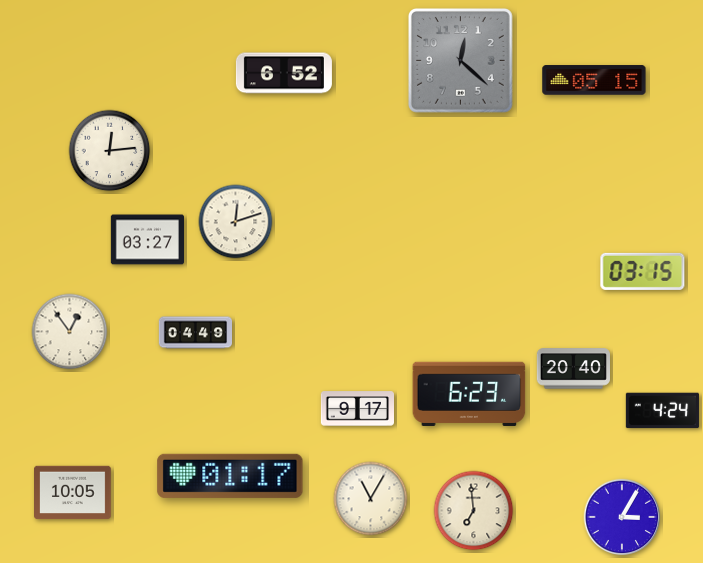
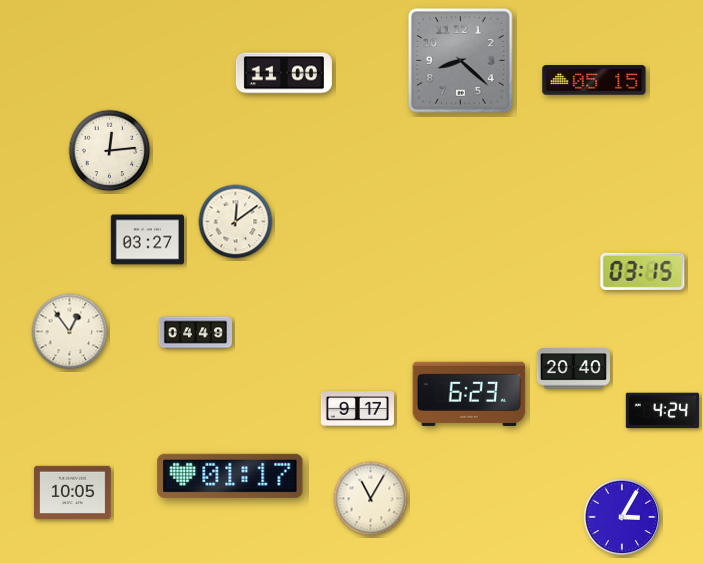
clock at (460, 60): 12:22 -> 8:22
clock at (284, 73): 6:52 -> 11:00
clock at (236, 222): 12:12 -> 12:09
clock at (474, 511): 6:59 -> none
